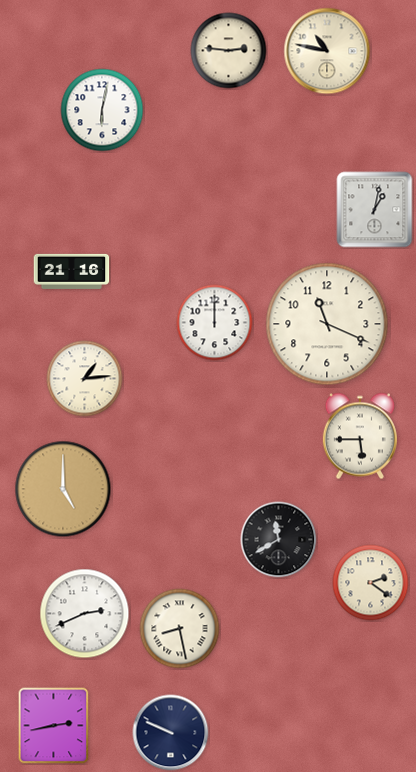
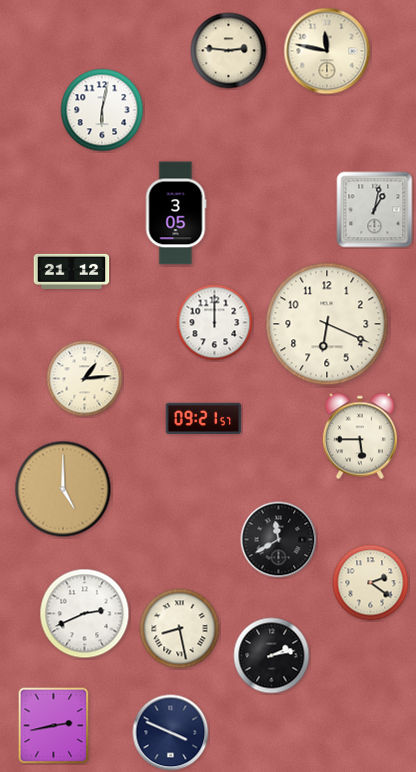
clock at (327, 51): 10:47 -> 11:47
clock at (176, 213): none -> 3:05
clock at (72, 271): 21:16 -> 21:12
clock at (327, 324): 11:19 -> 6:19
clock at (204, 418): none -> 09:21
clock at (272, 656): none -> 2:13
clock at (171, 733): 9:49 -> 3:49
